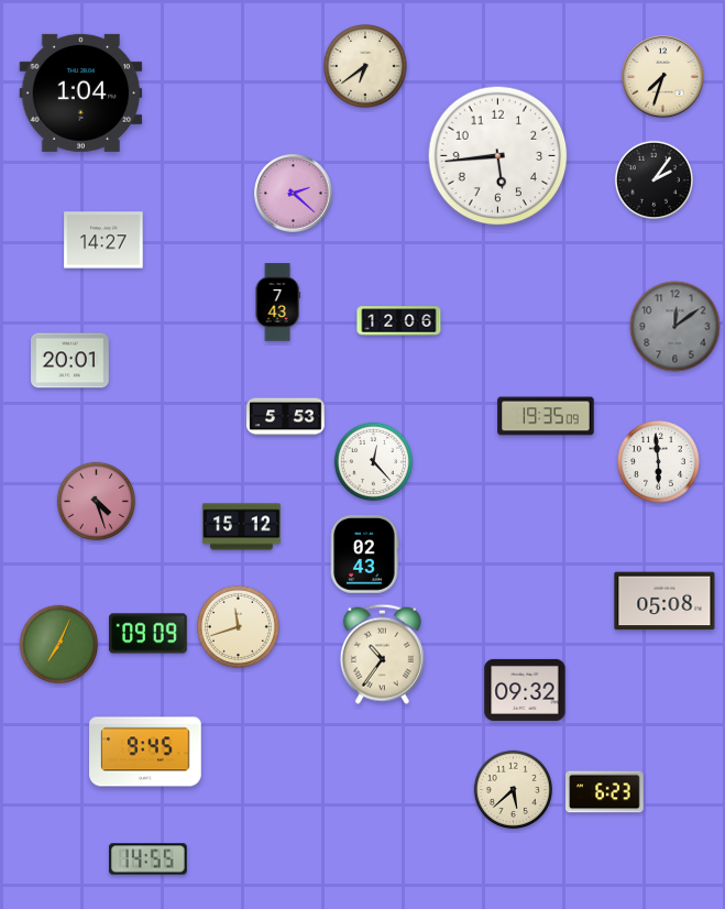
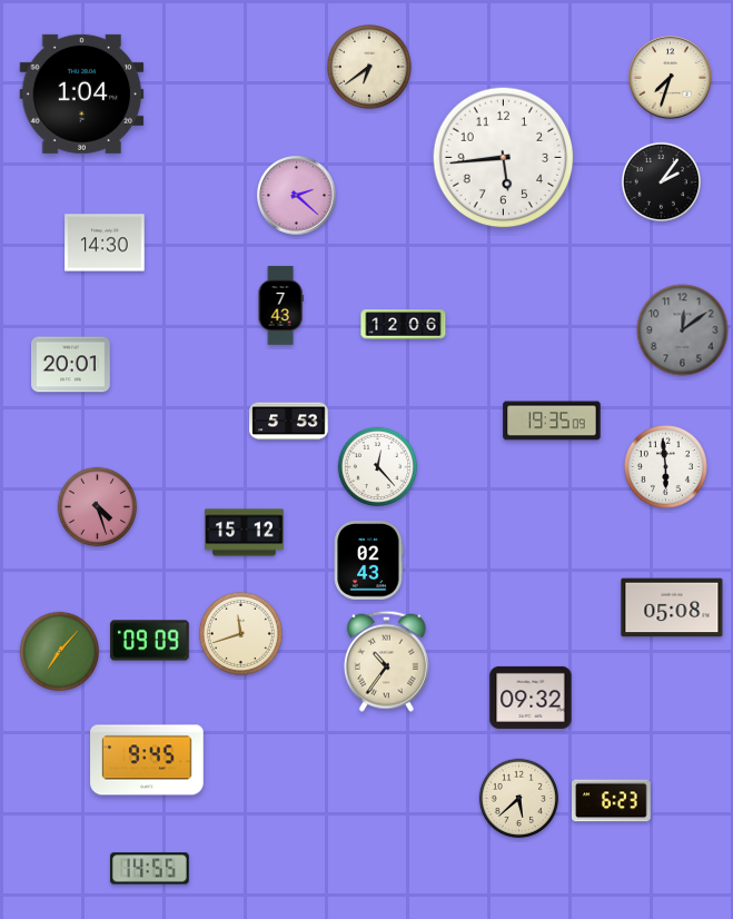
clock at (103, 240): 14:27 -> 14:30
clock at (58, 644): 7:04 -> 7:07
